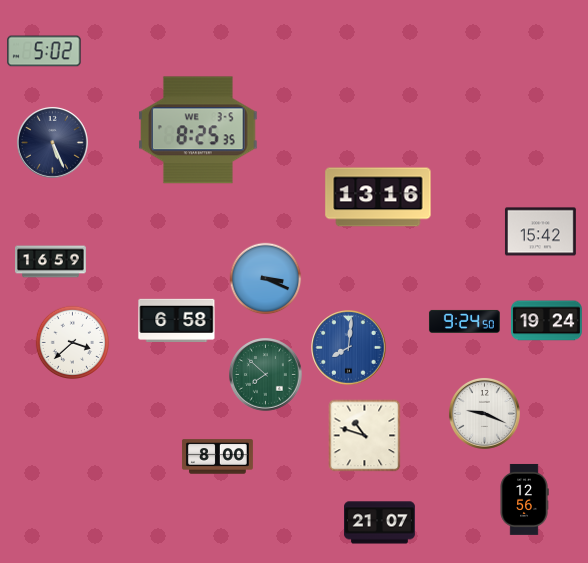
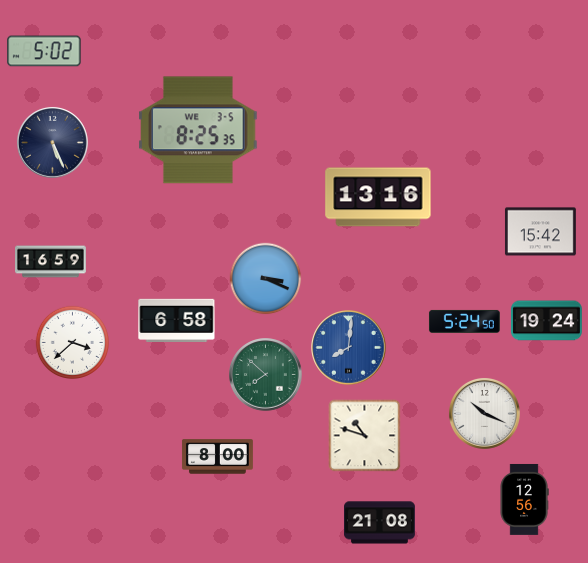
clock at (464, 321): 9:24 -> 5:24
clock at (484, 413): 9:19 -> 10:19
clock at (380, 523): 21:07 -> 21:08
